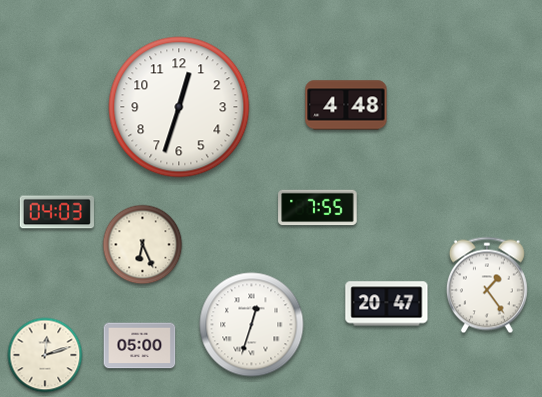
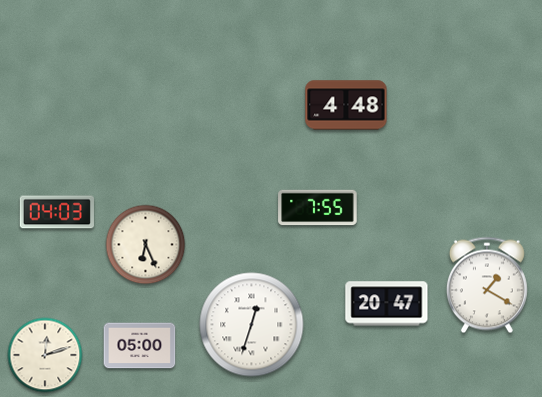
clock at (179, 107): 12:33 -> none
clock at (143, 245) position: (143, 245) -> (146, 245)
clock at (487, 285): 1:24 -> 1:20
